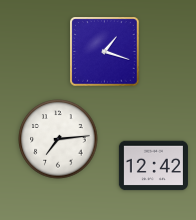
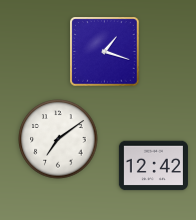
clock at (58, 139): 7:14 -> 7:09
